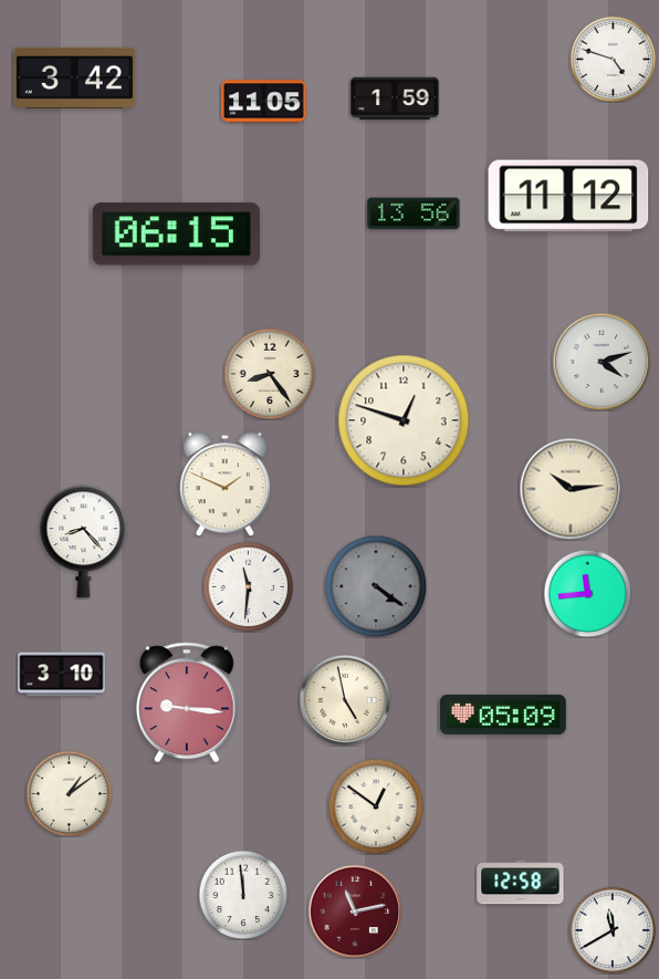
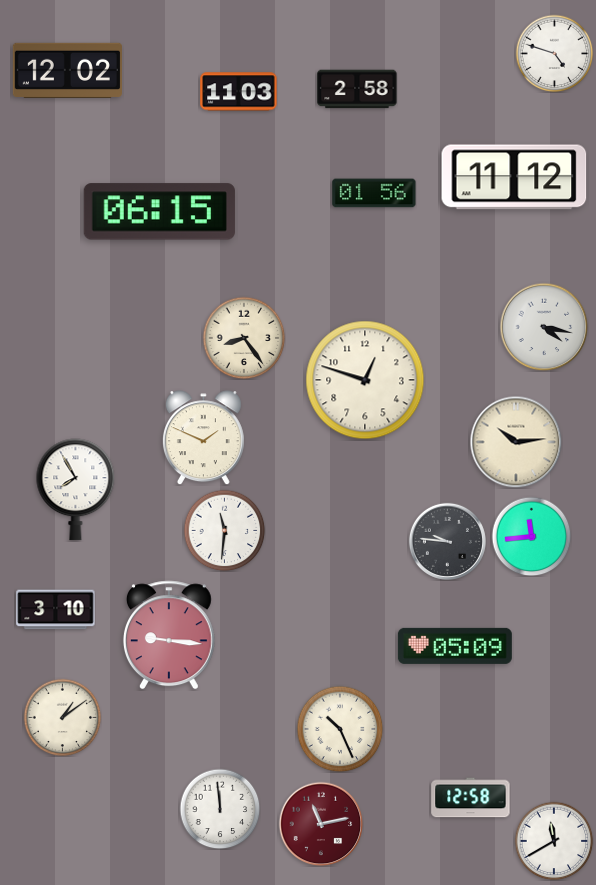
clock at (74, 77): 3:42 -> 12:02
clock at (395, 98): 1:59 -> 2:58
clock at (264, 102): 11:05 -> 11:03
clock at (414, 213): 13:56 -> 01:56
clock at (602, 362): 4:12 -> 4:17
clock at (84, 542): 8:23 -> 7:55
clock at (376, 586): 4:21 -> none
clock at (447, 541): none -> 9:46
clock at (345, 700): 4:58 -> none
clock at (376, 806): 12:51 -> 10:26
